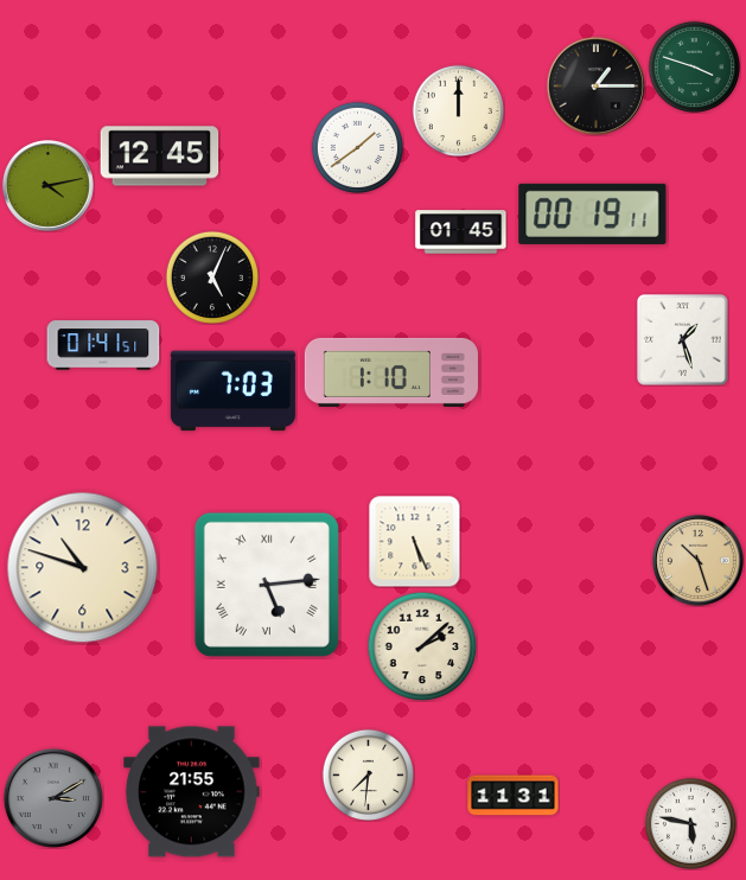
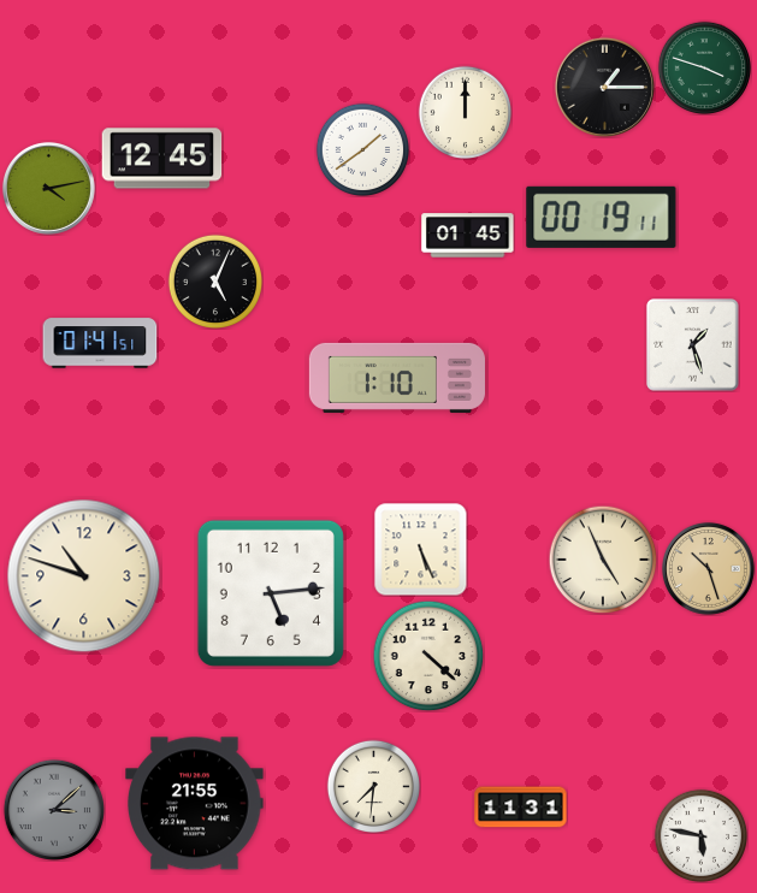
clock at (103, 345) position: (103, 345) -> (100, 343)
clock at (232, 391): 7:03 -> none
clock at (603, 560): none -> 4:56
clock at (267, 585) numerals: Roman -> Arabic
clock at (422, 646): 2:08 -> 4:22
clock at (53, 798): 3:10 -> 3:08
